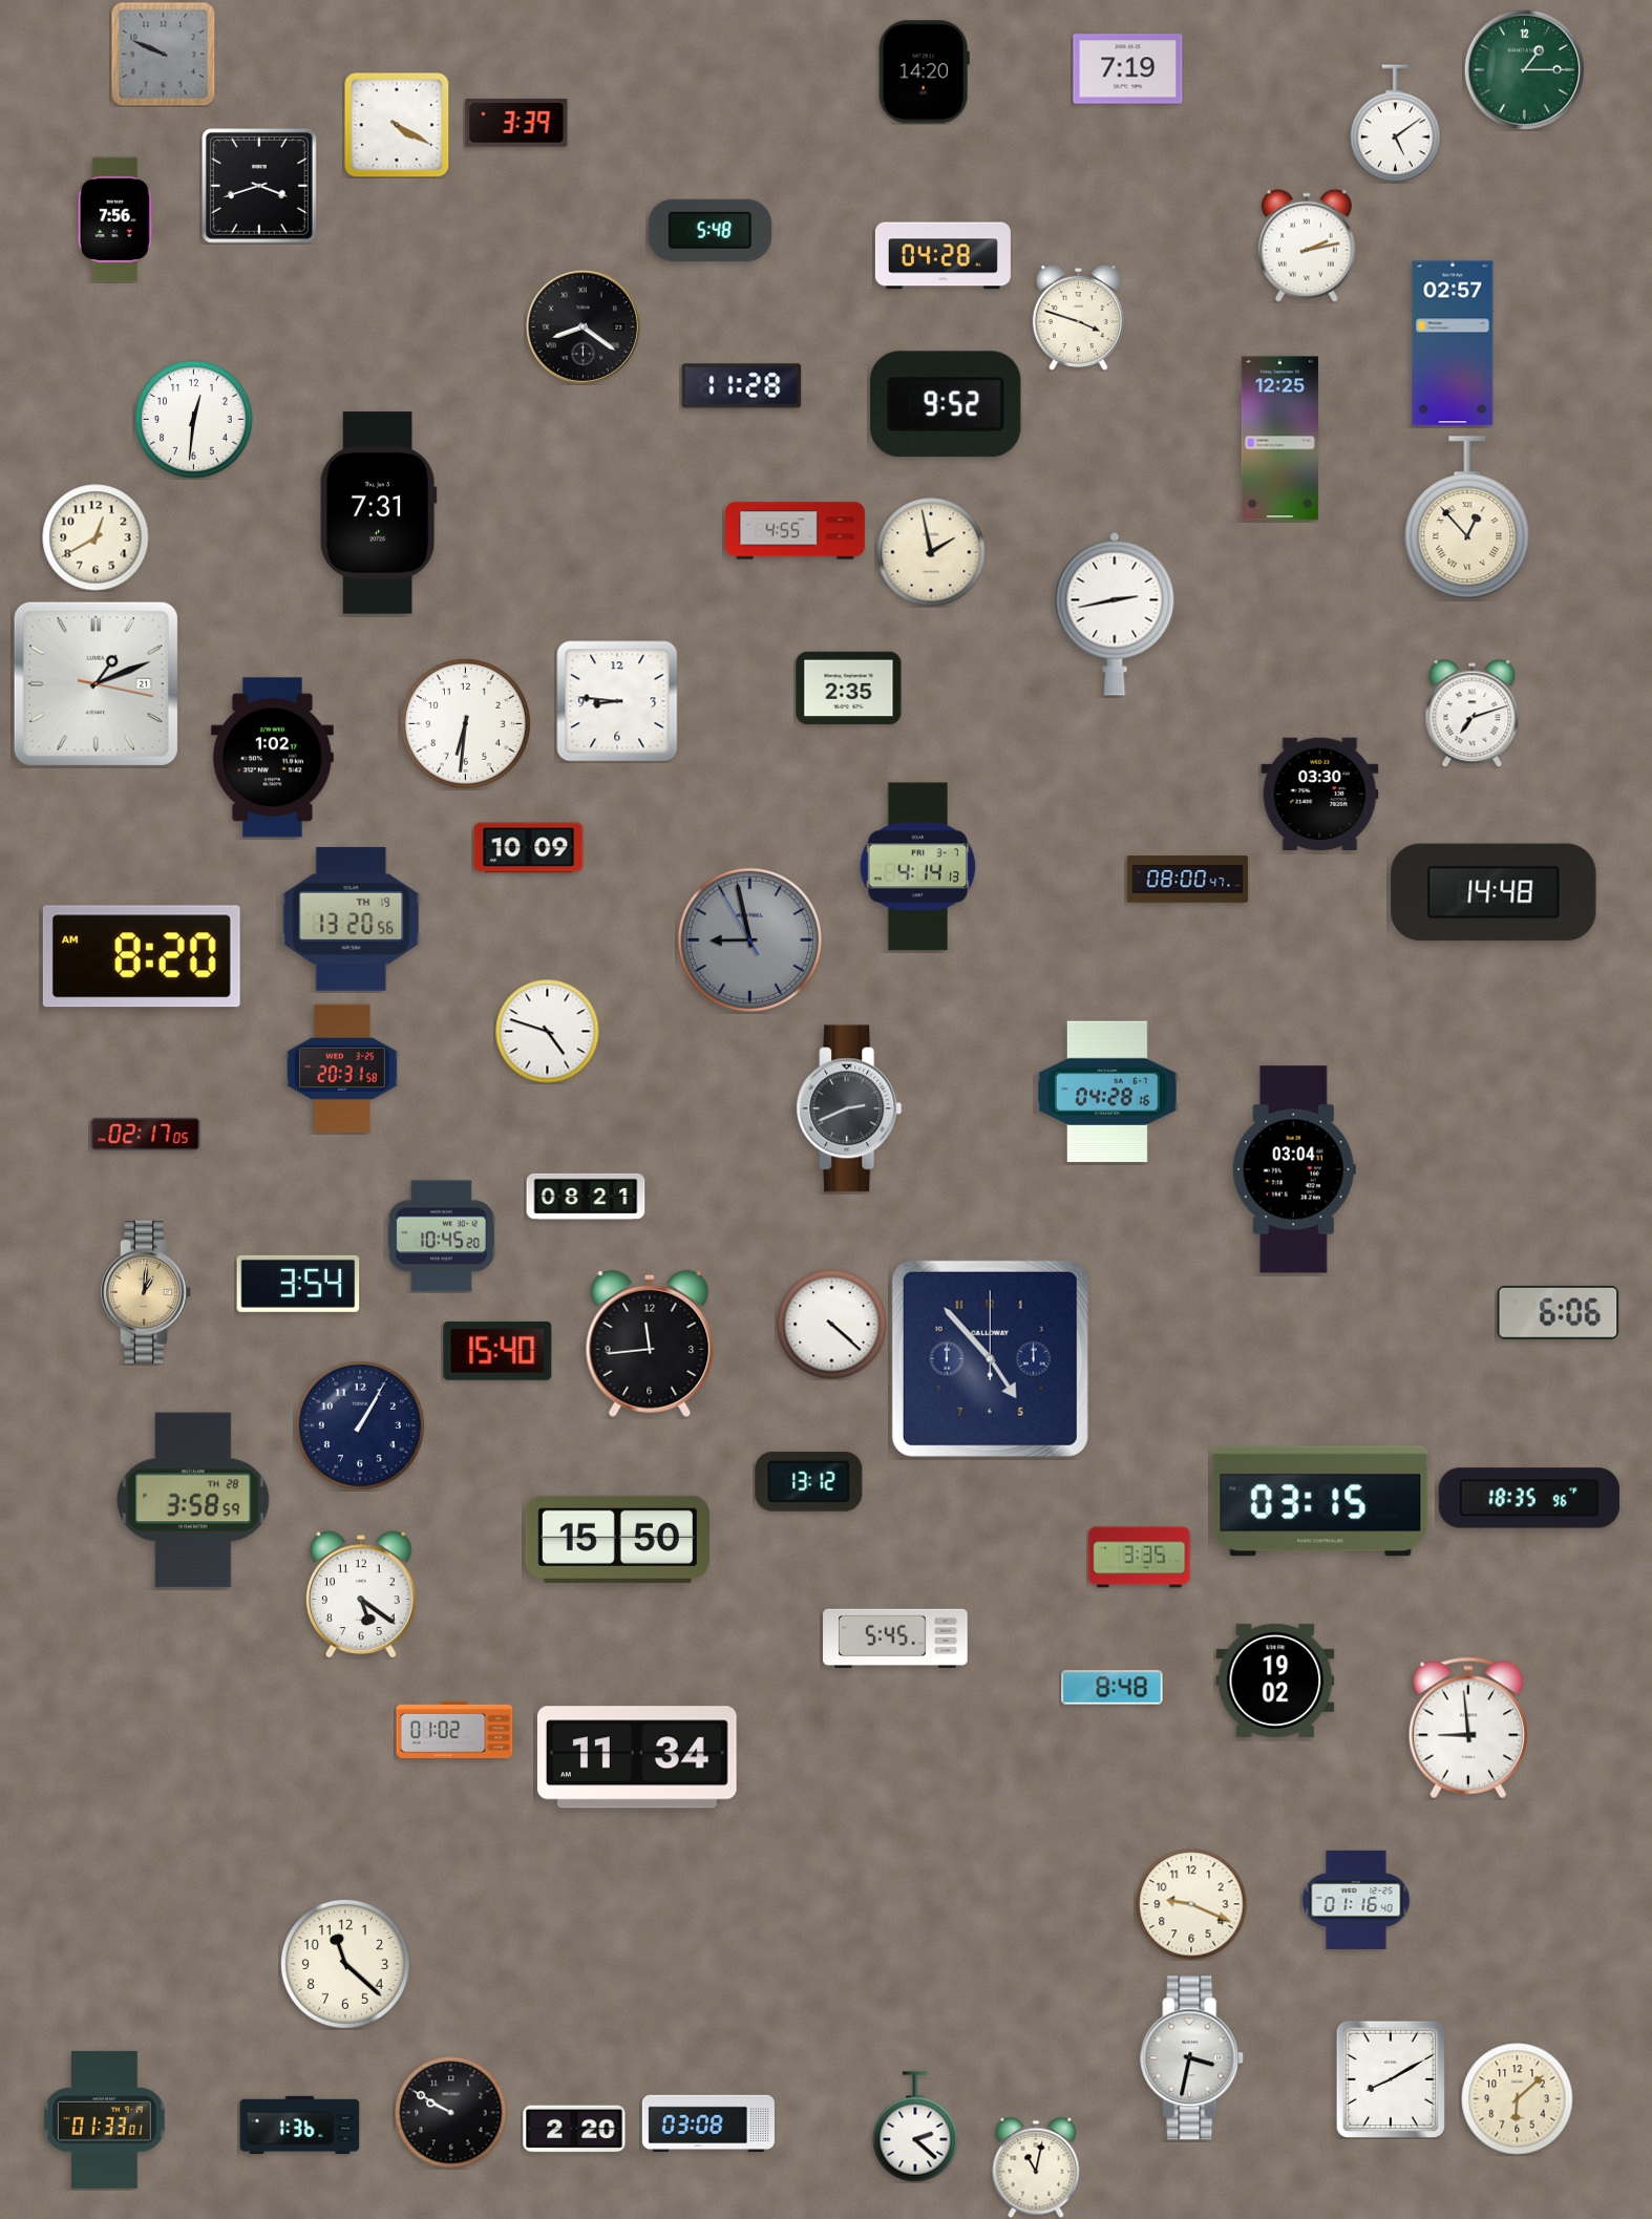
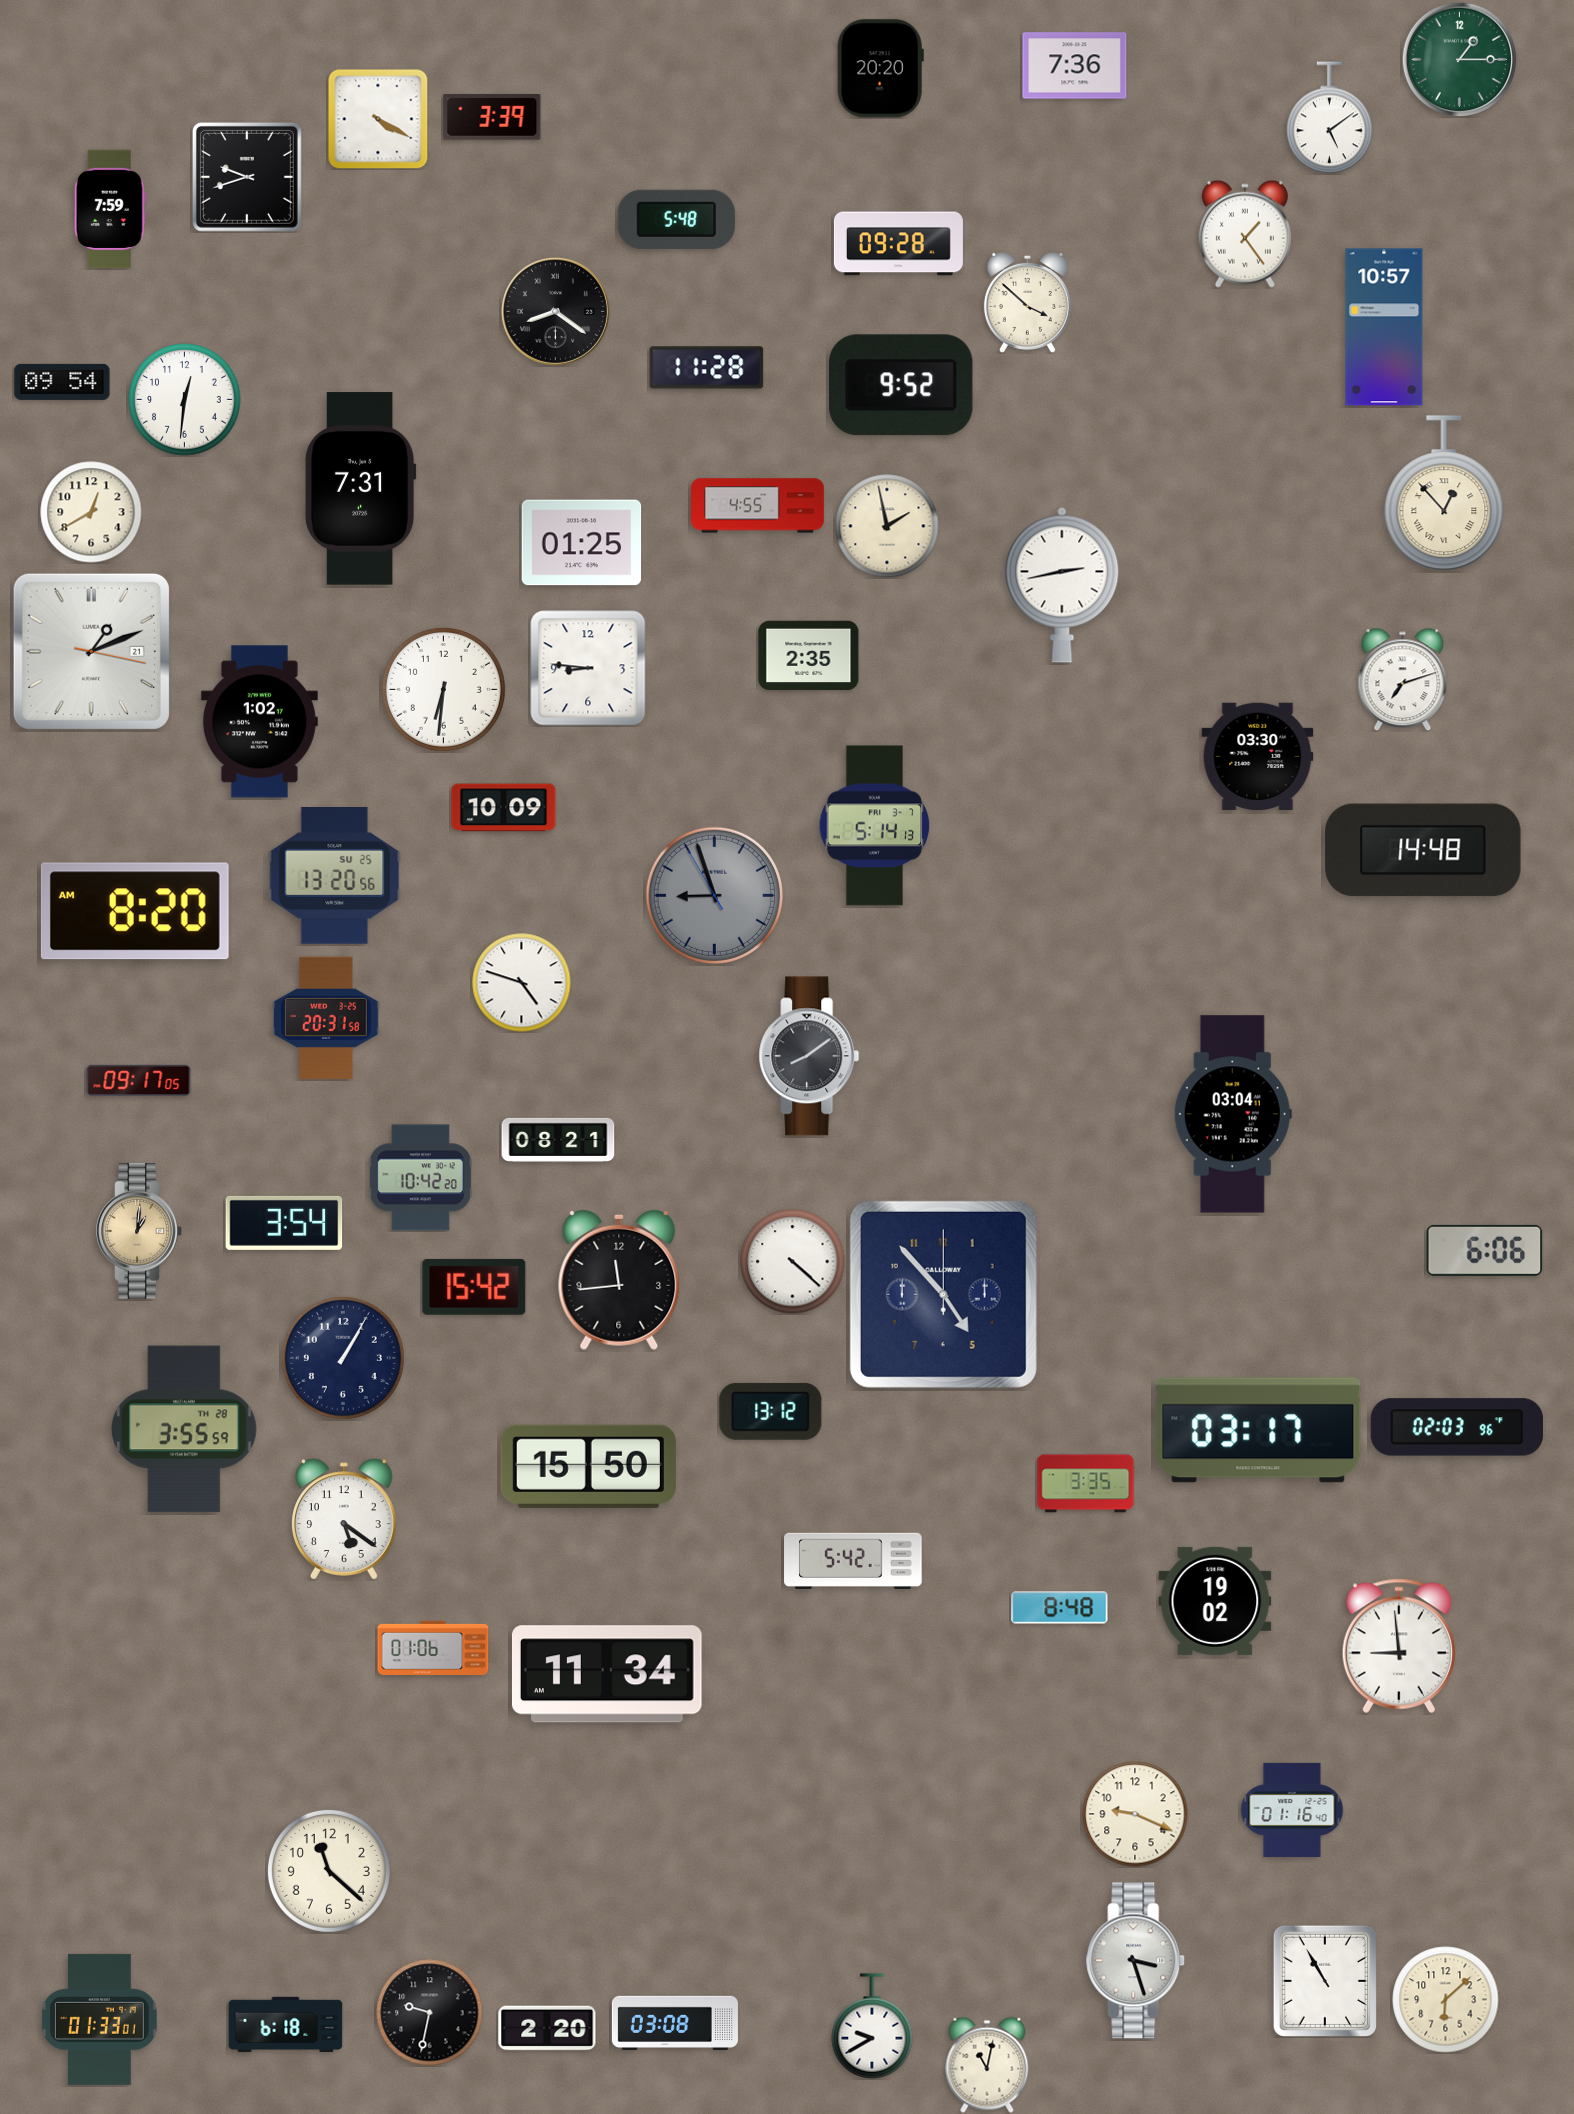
clock at (163, 54): 9:49 -> none
clock at (1128, 69): 7:19 -> 7:36
clock at (1524, 69) position: (1524, 69) -> (1459, 59)
clock at (924, 72): 14:20 -> 20:20
clock at (259, 186): 3:42 -> 9:42
clock at (115, 219): 7:56 -> 7:59
clock at (1307, 246): 2:13 -> 1:24
clock at (943, 256): 04:28 -> 09:28
clock at (1078, 317): 3:48 -> 3:52
clock at (1453, 343): 02:57 -> 10:57
clock at (62, 382): none -> 09:54
clock at (1279, 439): 12:25 -> none
clock at (1467, 517) position: (1467, 517) -> (1444, 493)
clock at (582, 543): none -> 01:25
clock at (918, 867): 4:14 -> 5:14
clock at (1188, 880): 08:00 -> none
clock at (352, 920) date: TH 19 -> SU 25
clock at (749, 939): 8:57 -> 8:56
clock at (1108, 1092): 04:28 -> none
clock at (849, 1108): 2:41 -> 8:09
clock at (146, 1134): 02:17 -> 09:17
clock at (441, 1237): 10:45 -> 10:42
clock at (497, 1351): 15:40 -> 15:42
clock at (1528, 1498): 18:35 -> 02:03
clock at (193, 1500): 3:58 -> 3:55
clock at (1320, 1501): 03:15 -> 03:17
clock at (895, 1639): 5:45 -> 5:42
clock at (454, 1730): 01:02 -> 01:06
clock at (1192, 2058): 3:32 -> 3:27
clock at (1391, 2079): 8:10 -> 10:55
clock at (451, 2113): 9:50 -> 9:32
clock at (300, 2125): 1:36 -> 6:18
clock at (915, 2127): 2:22 -> 9:40
